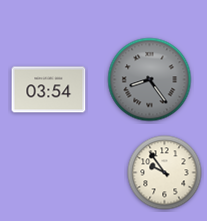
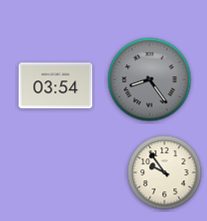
clock at (49, 90) position: (49, 90) -> (56, 86)
